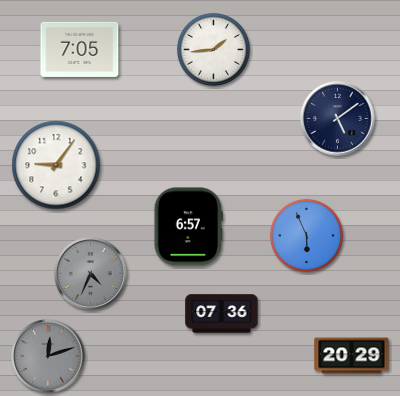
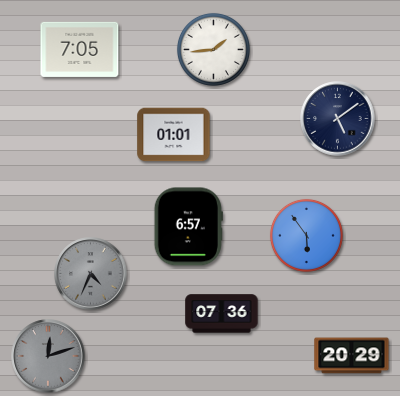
clock at (174, 135): none -> 01:01
clock at (56, 165): 9:06 -> none
clock at (306, 235): 5:56 -> 5:54
